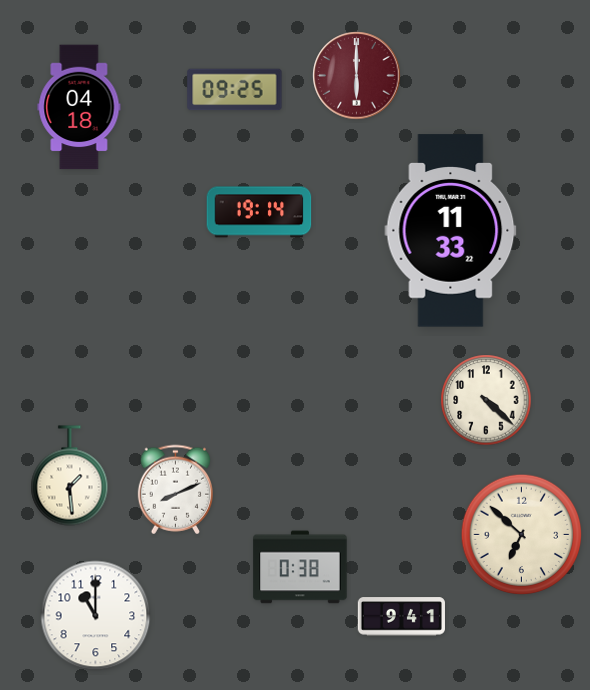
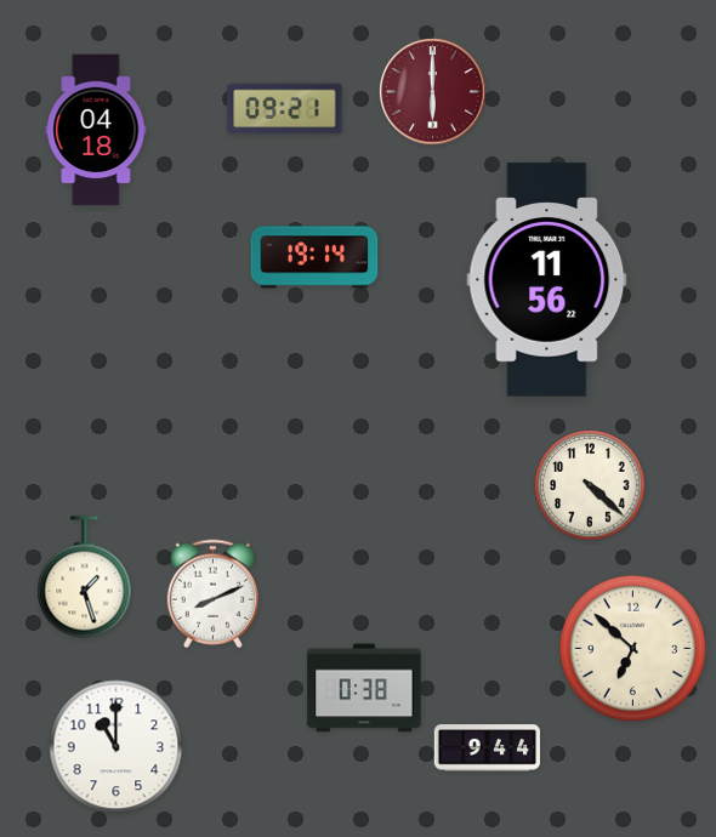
clock at (235, 90): 09:25 -> 09:21
clock at (451, 231): 11:33 -> 11:56
clock at (70, 476): 1:29 -> 1:27
clock at (401, 617): 9:41 -> 9:44
